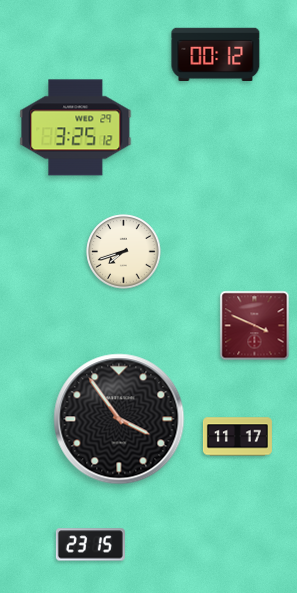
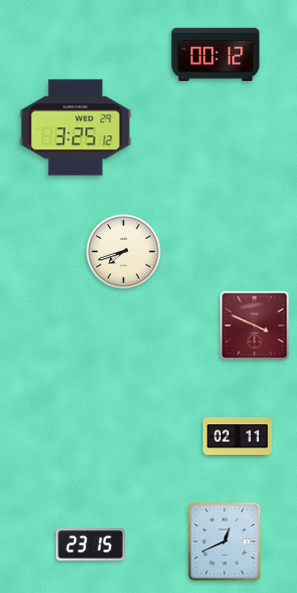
clock at (119, 419): 3:54 -> none
clock at (237, 437): 11:17 -> 02:11
clock at (225, 542): none -> 12:41
